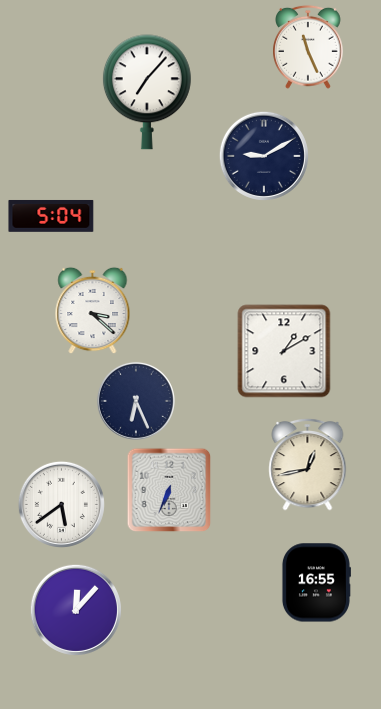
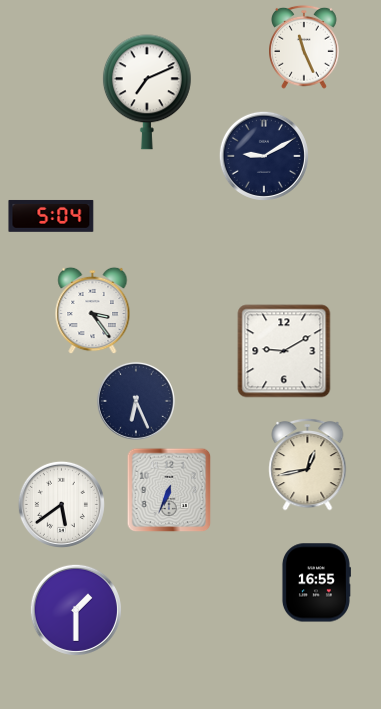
clock at (309, 47) position: (309, 47) -> (305, 47)
clock at (147, 92): 7:07 -> 7:11
clock at (93, 311): 3:22 -> 3:24
clock at (284, 351): 1:10 -> 9:10
clock at (76, 610): 12:07 -> 1:30
